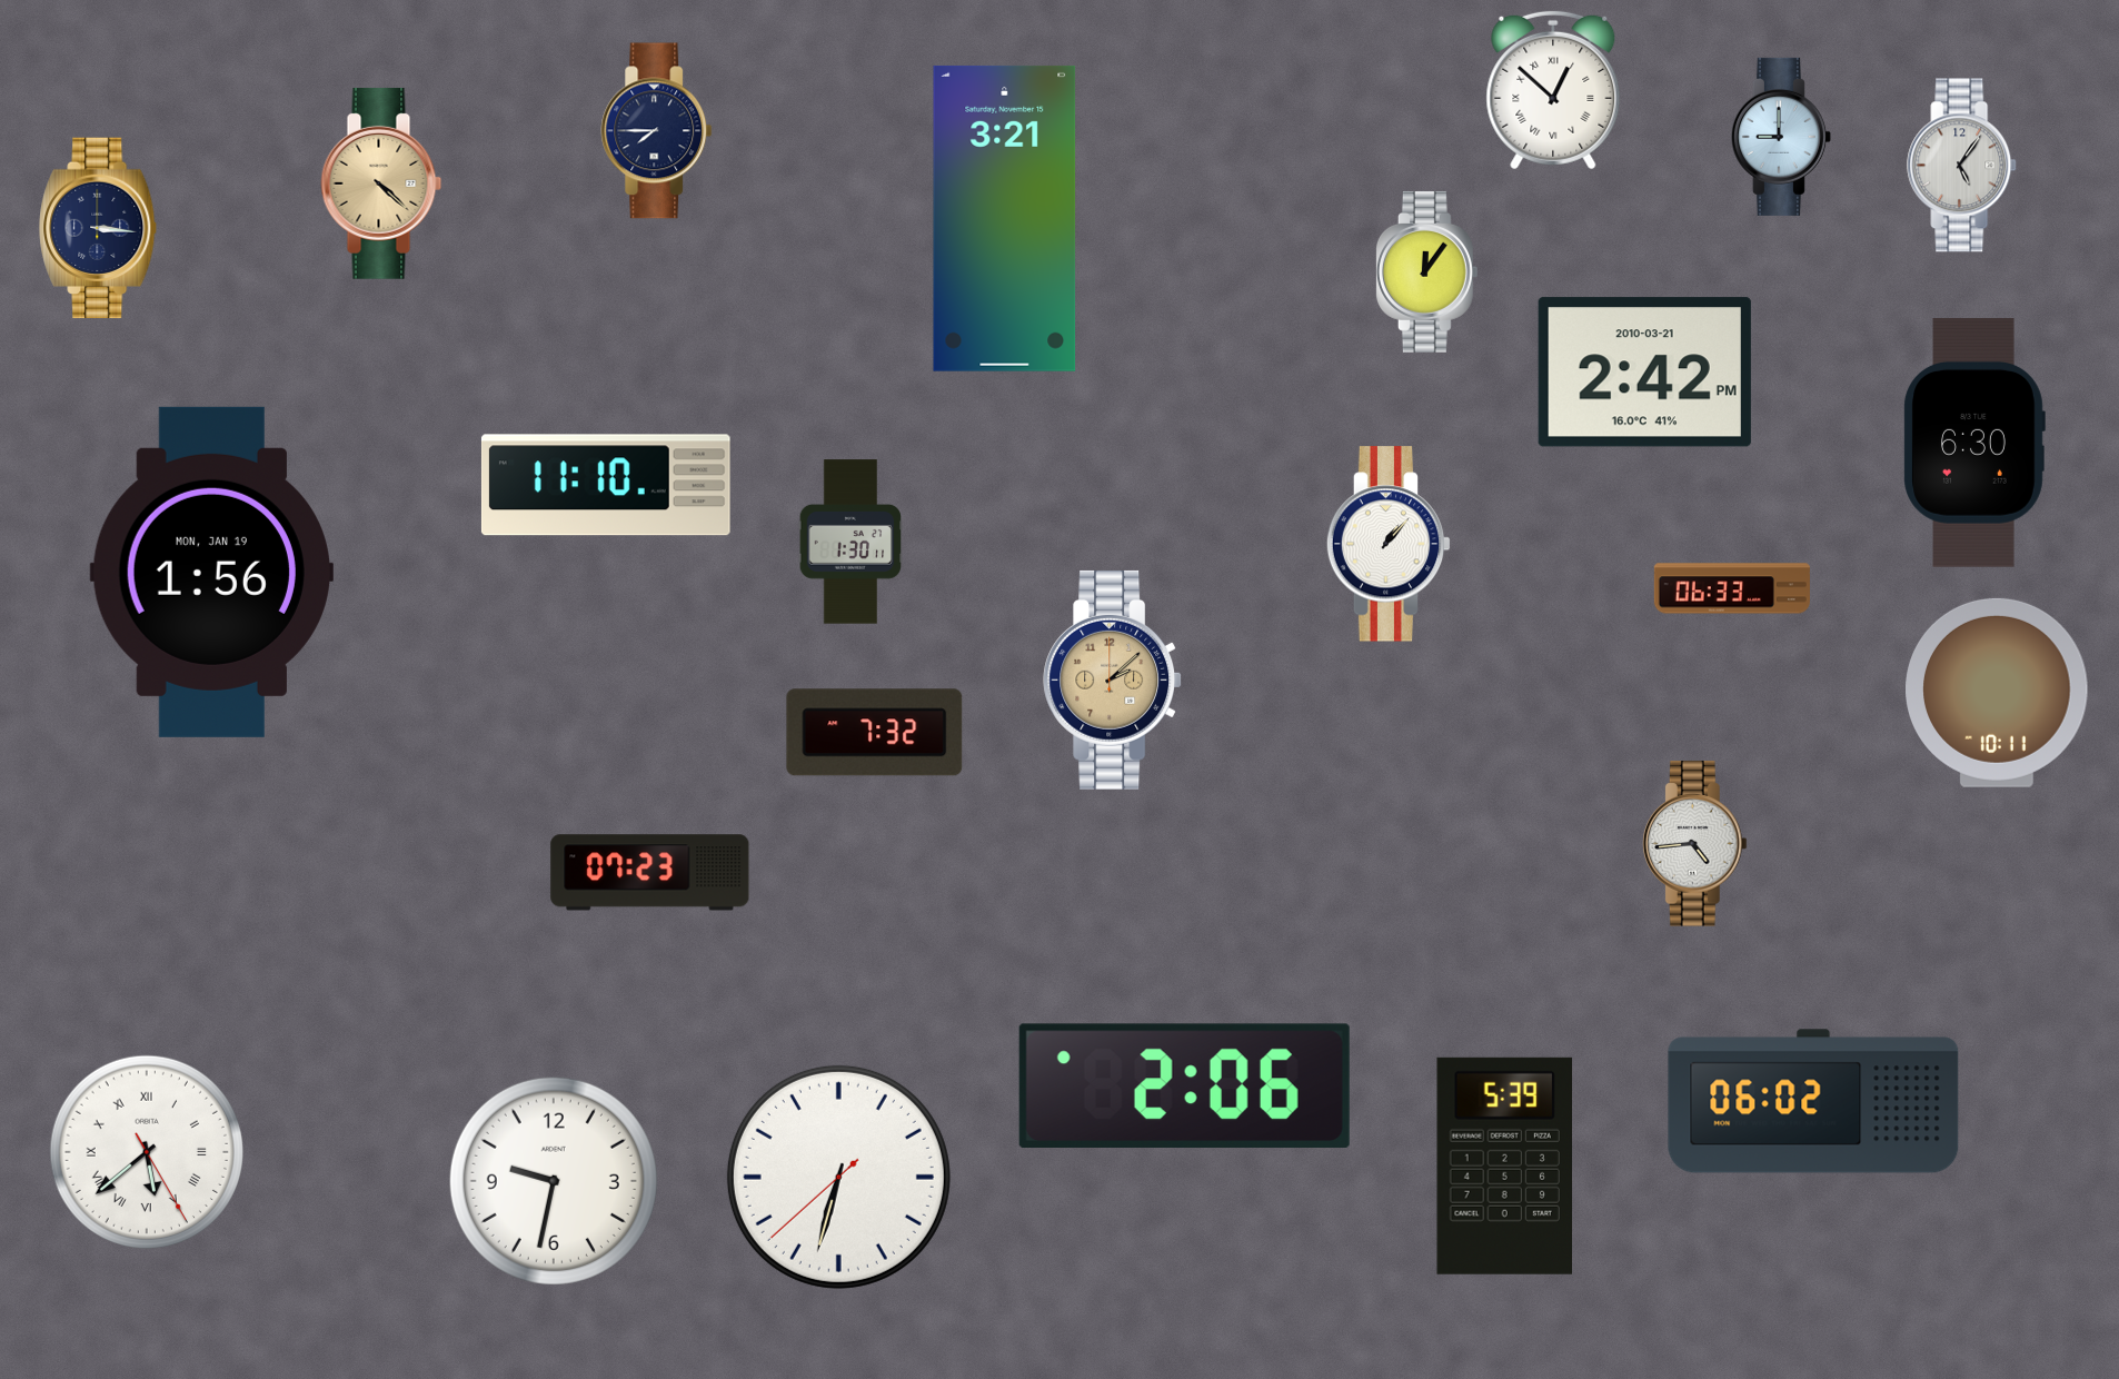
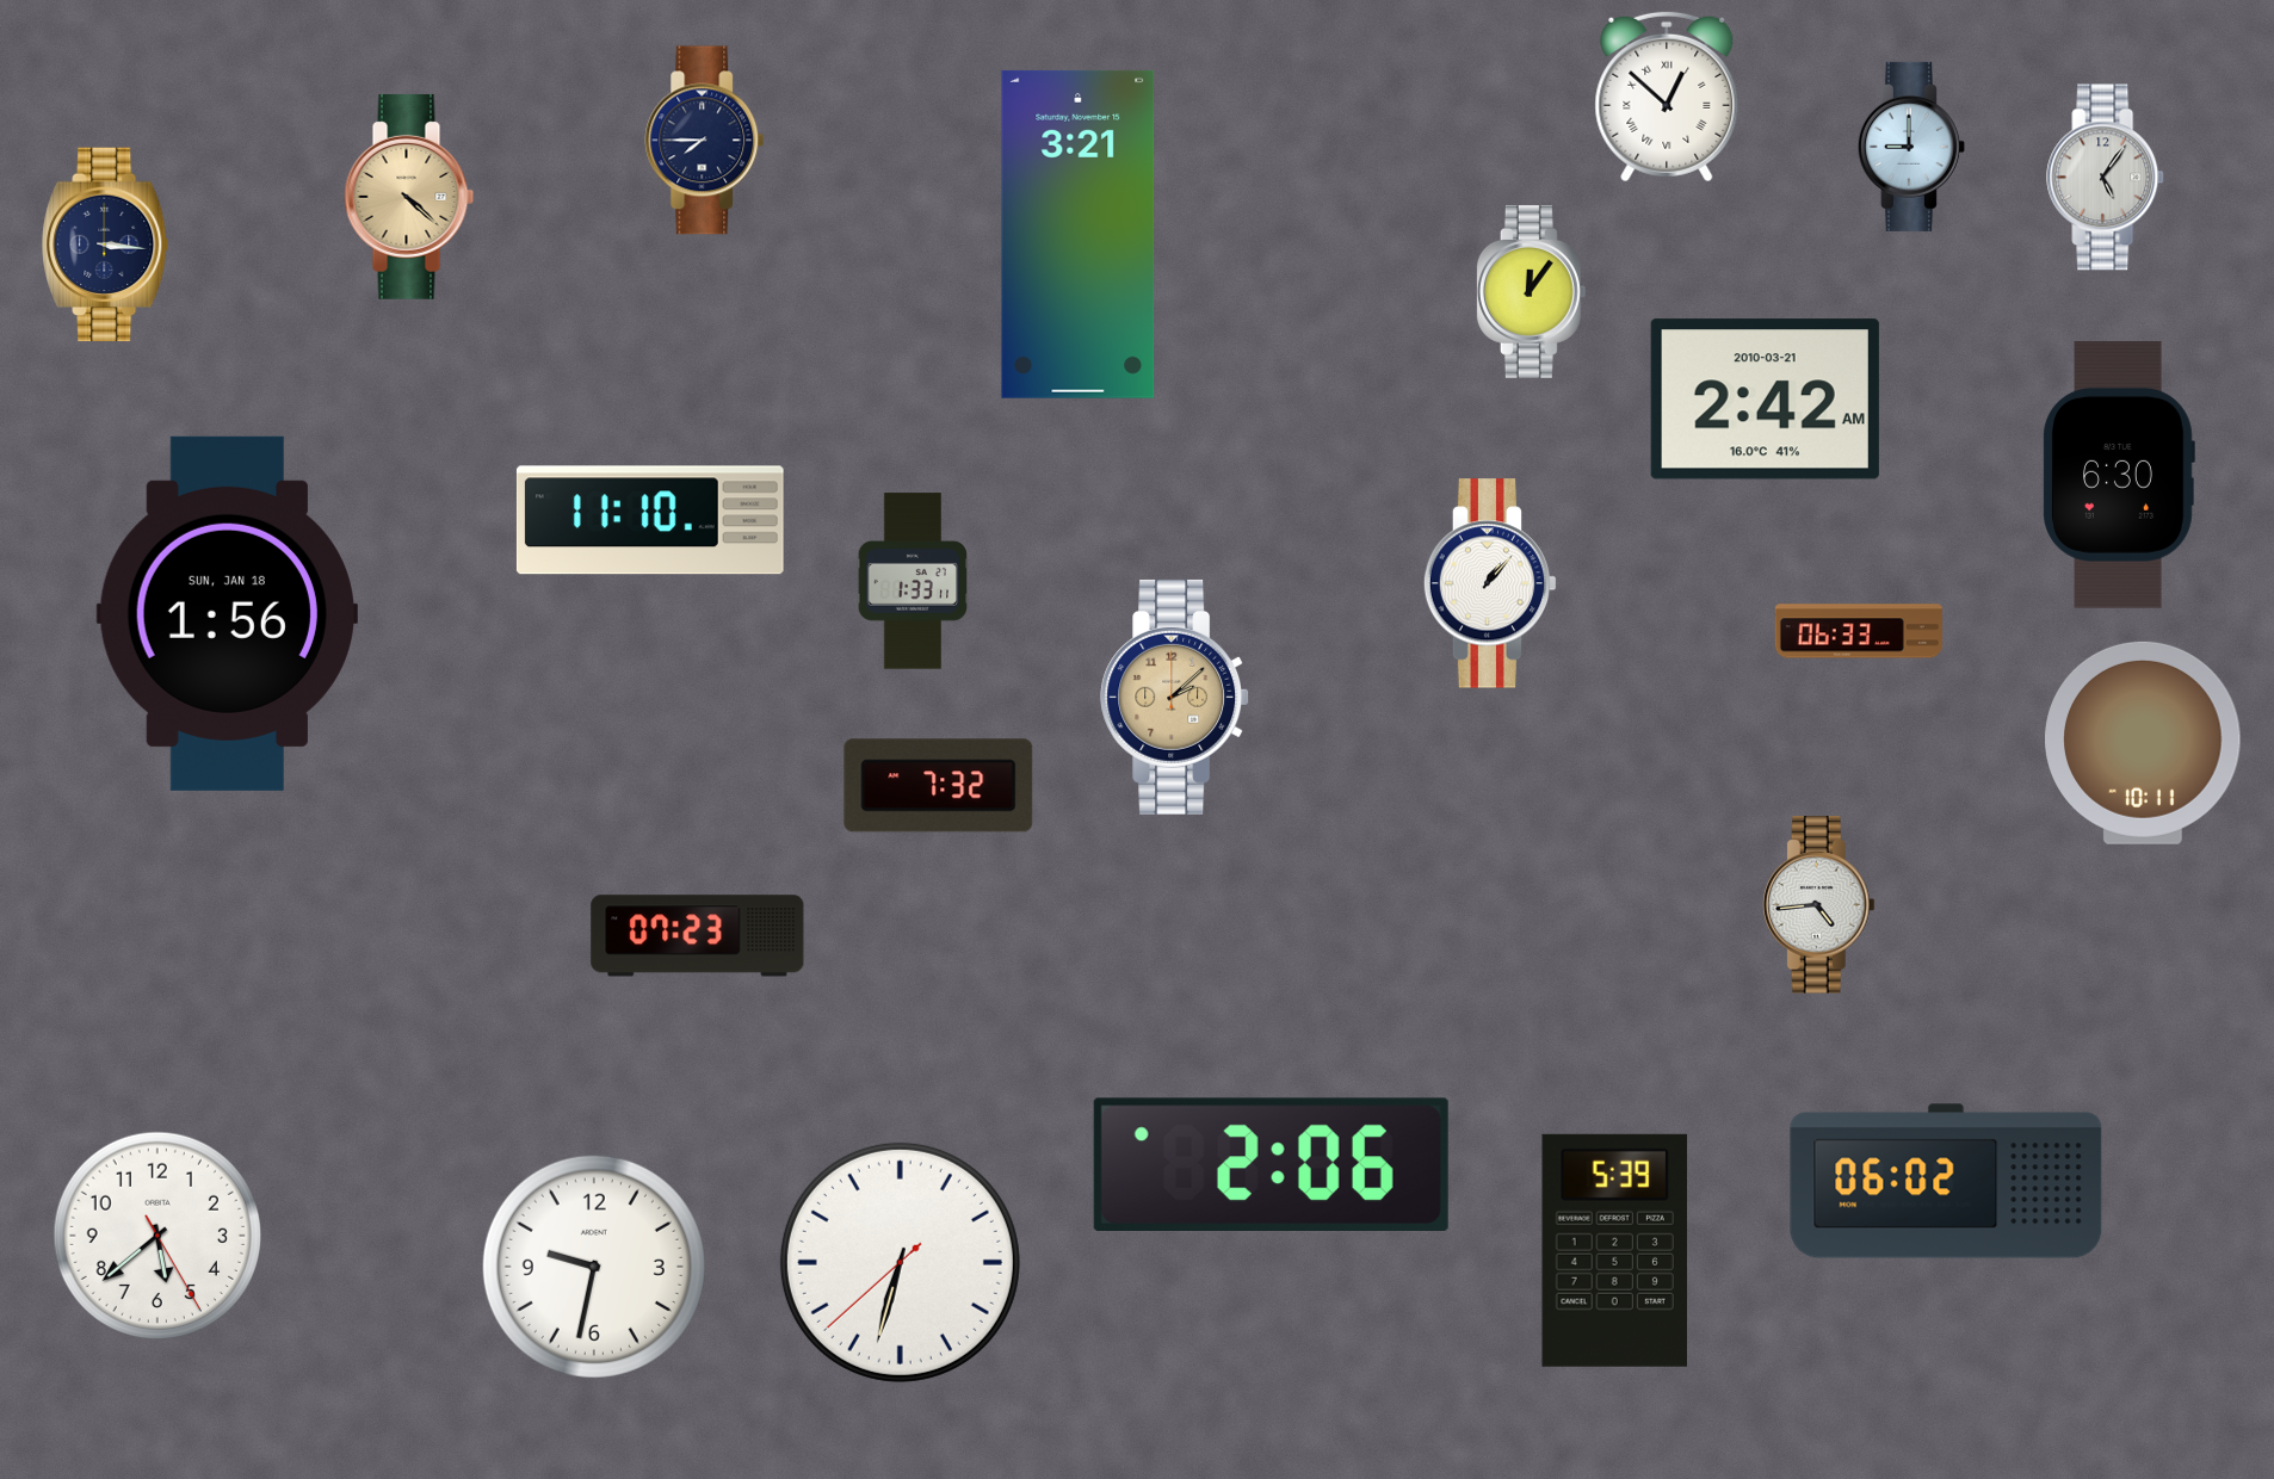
clock at (1644, 373): 2:42 PM -> 2:42 AM
clock at (850, 542): 1:30 -> 1:33
clock at (211, 572) date: MON, JAN 19 -> SUN, JAN 18
clock at (1113, 679) position: (1113, 679) -> (1175, 697)
clock at (146, 1151) numerals: Roman -> Arabic
